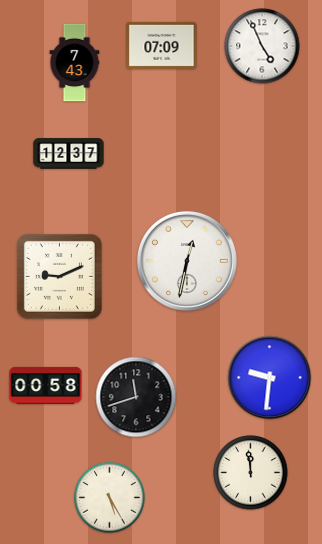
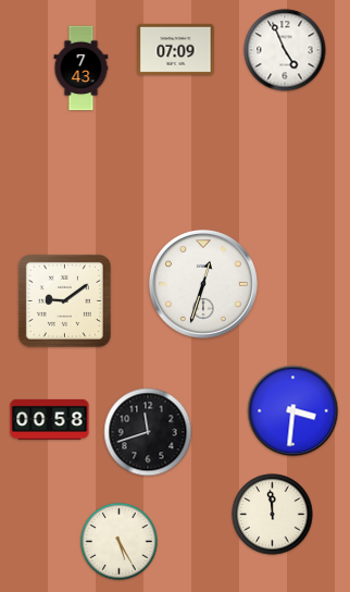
clock at (69, 154): 12:37 -> none
clock at (187, 261): 12:32 -> 12:33
clock at (59, 276): 9:11 -> 9:09
clock at (270, 378): 9:31 -> 3:31
